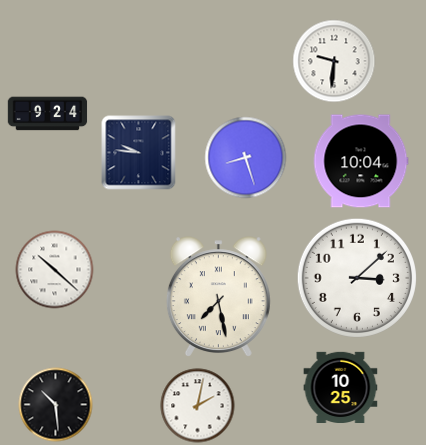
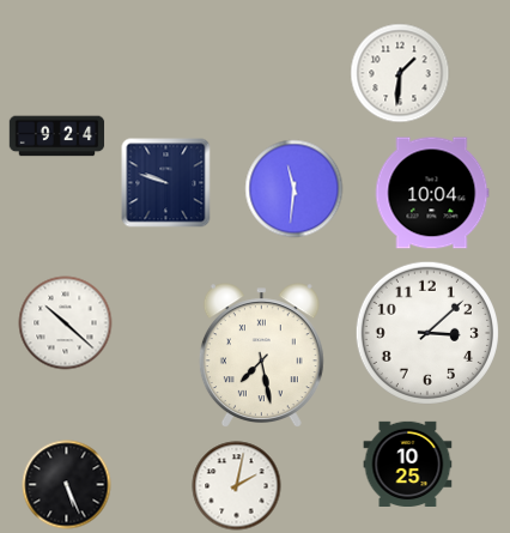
clock at (334, 61): 9:31 -> 1:31
clock at (139, 153): 9:46 -> 9:48
clock at (246, 158): 8:27 -> 11:31
clock at (56, 405): 10:29 -> 5:26
